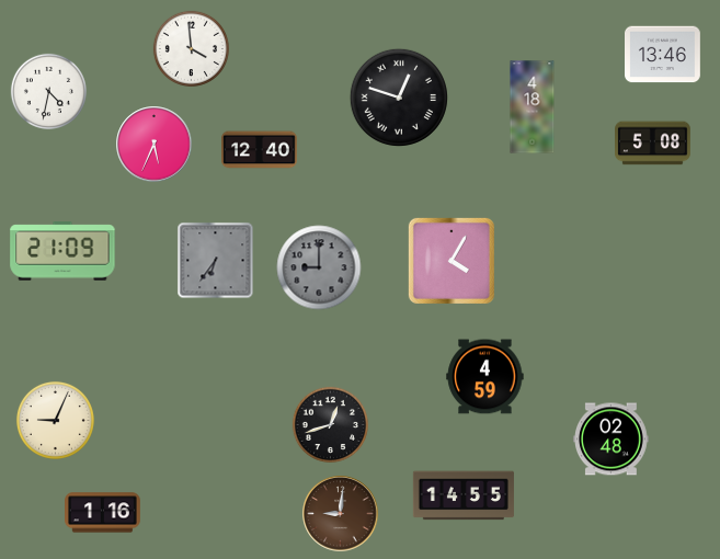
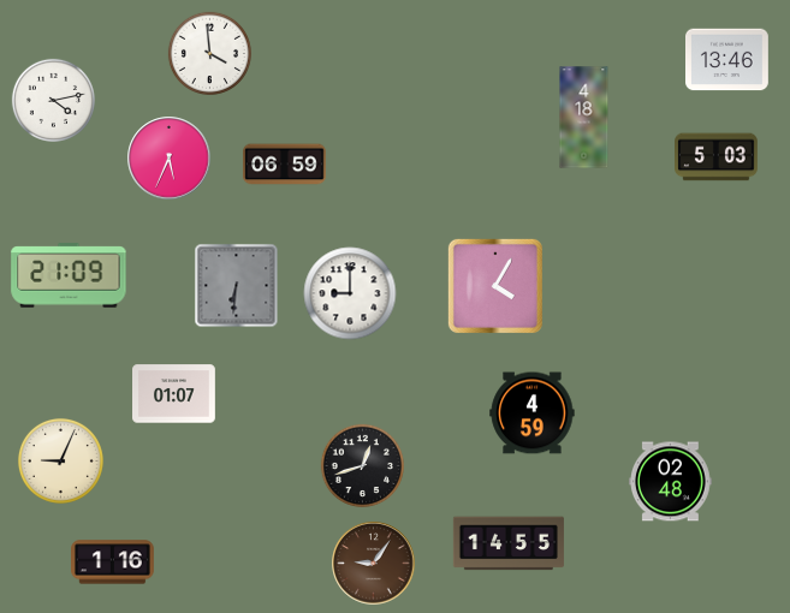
clock at (48, 91): 4:32 -> 4:13
clock at (399, 98): 12:48 -> none
clock at (653, 144): 5:08 -> 5:03
clock at (260, 150): 12:40 -> 06:59
clock at (216, 261): 6:36 -> 6:31
clock at (319, 267) dial: grey -> white
clock at (174, 394): none -> 01:07
clock at (341, 514): 9:01 -> 9:06
